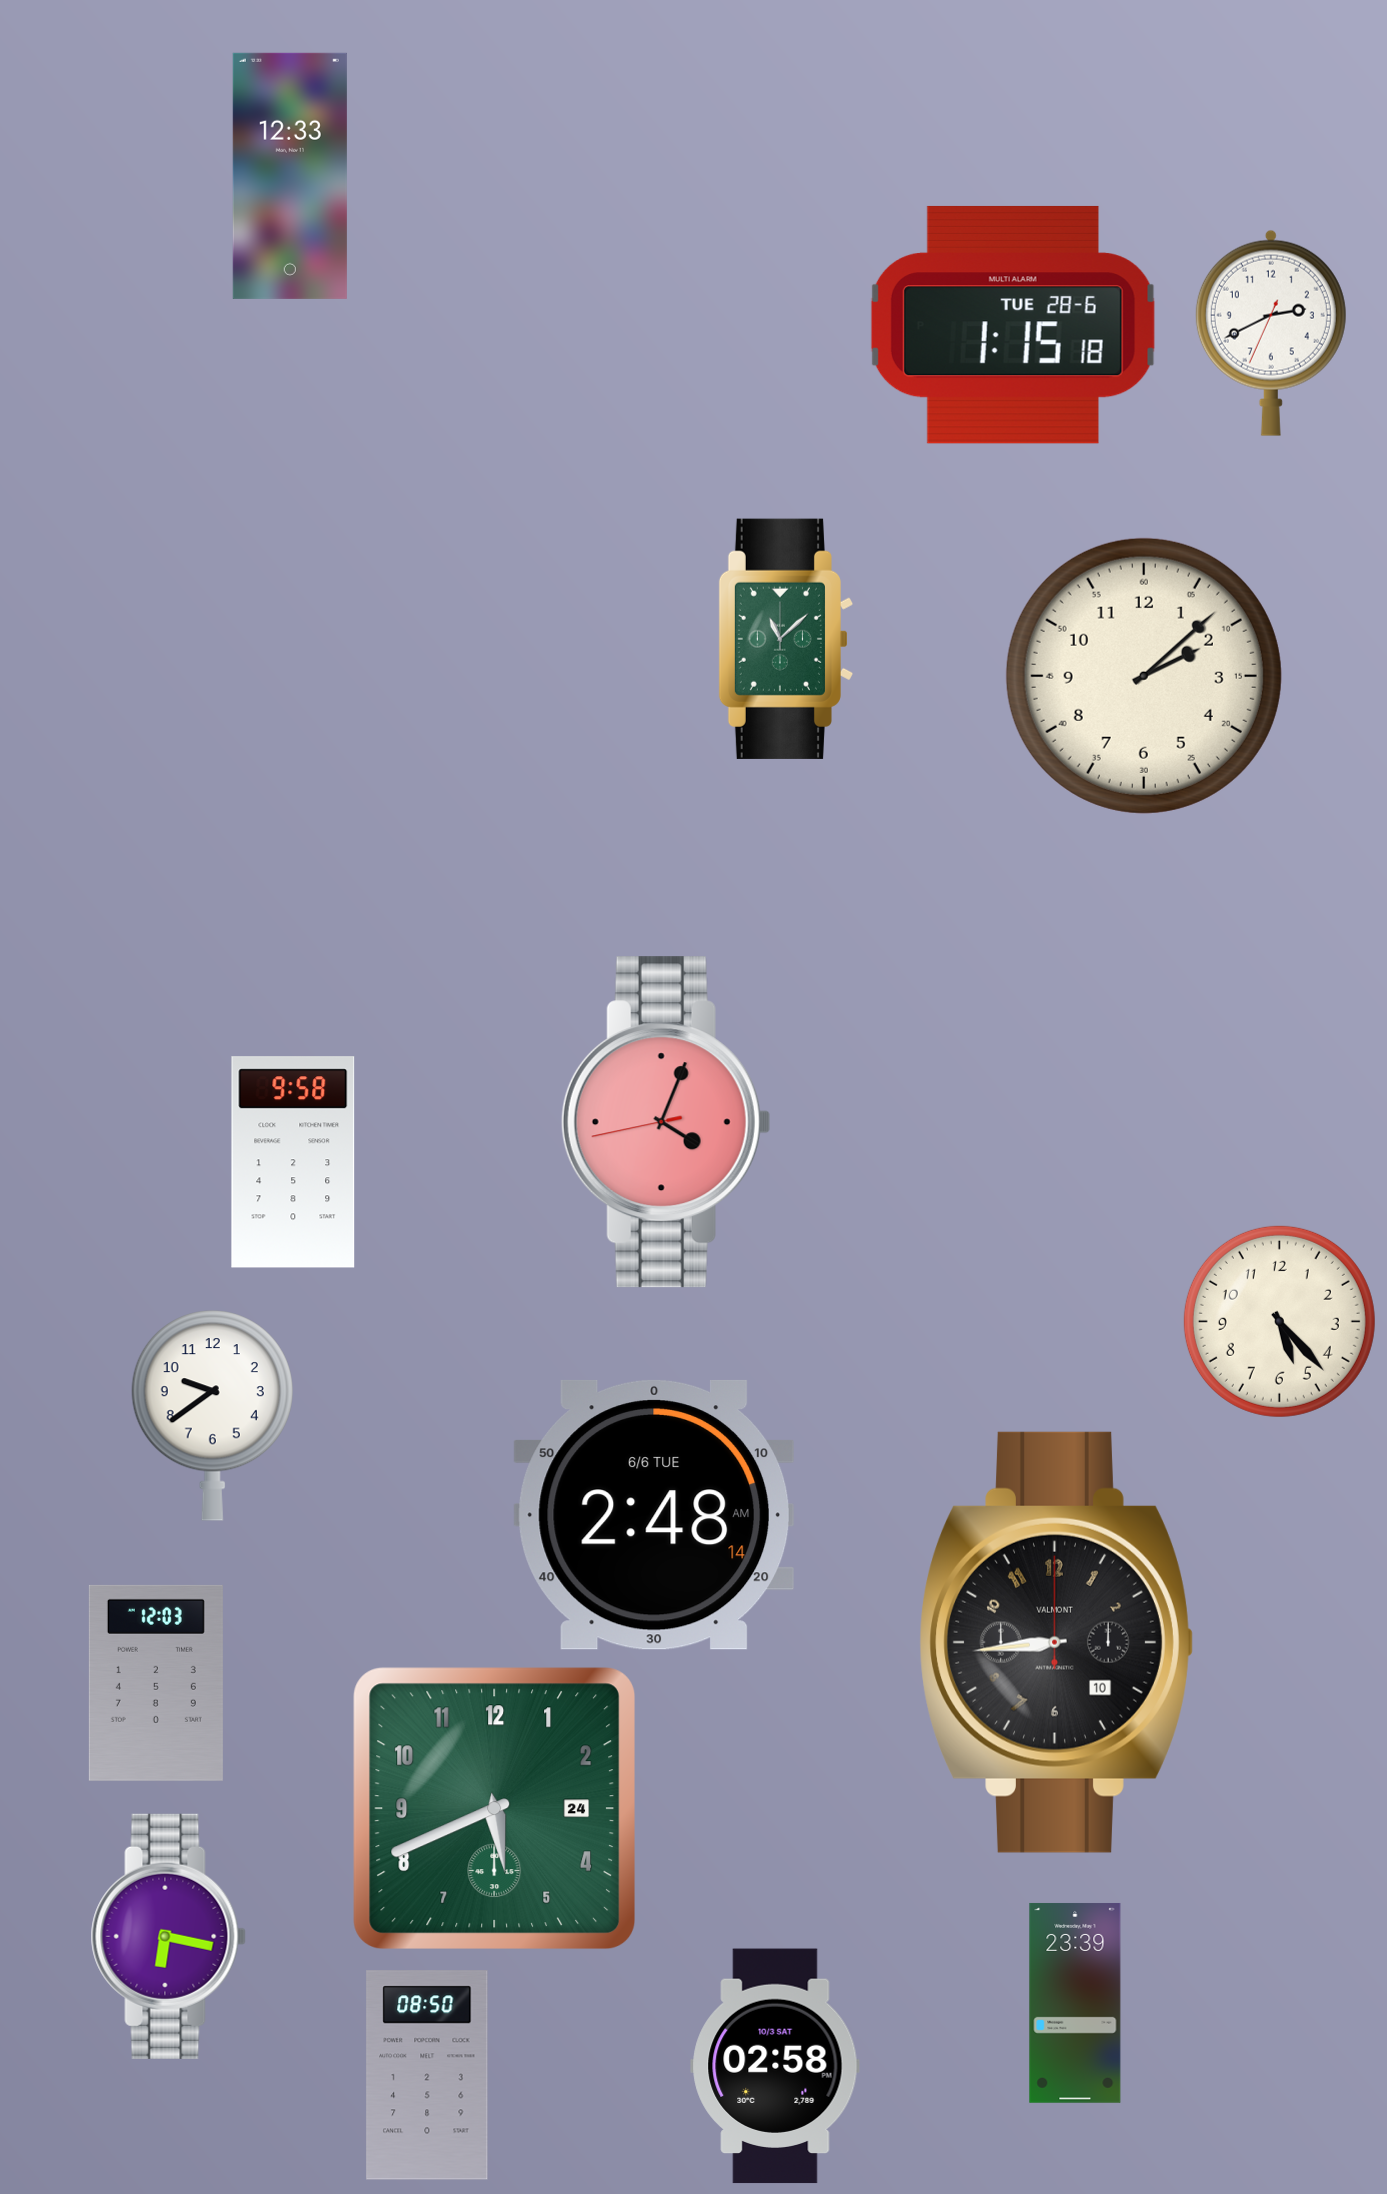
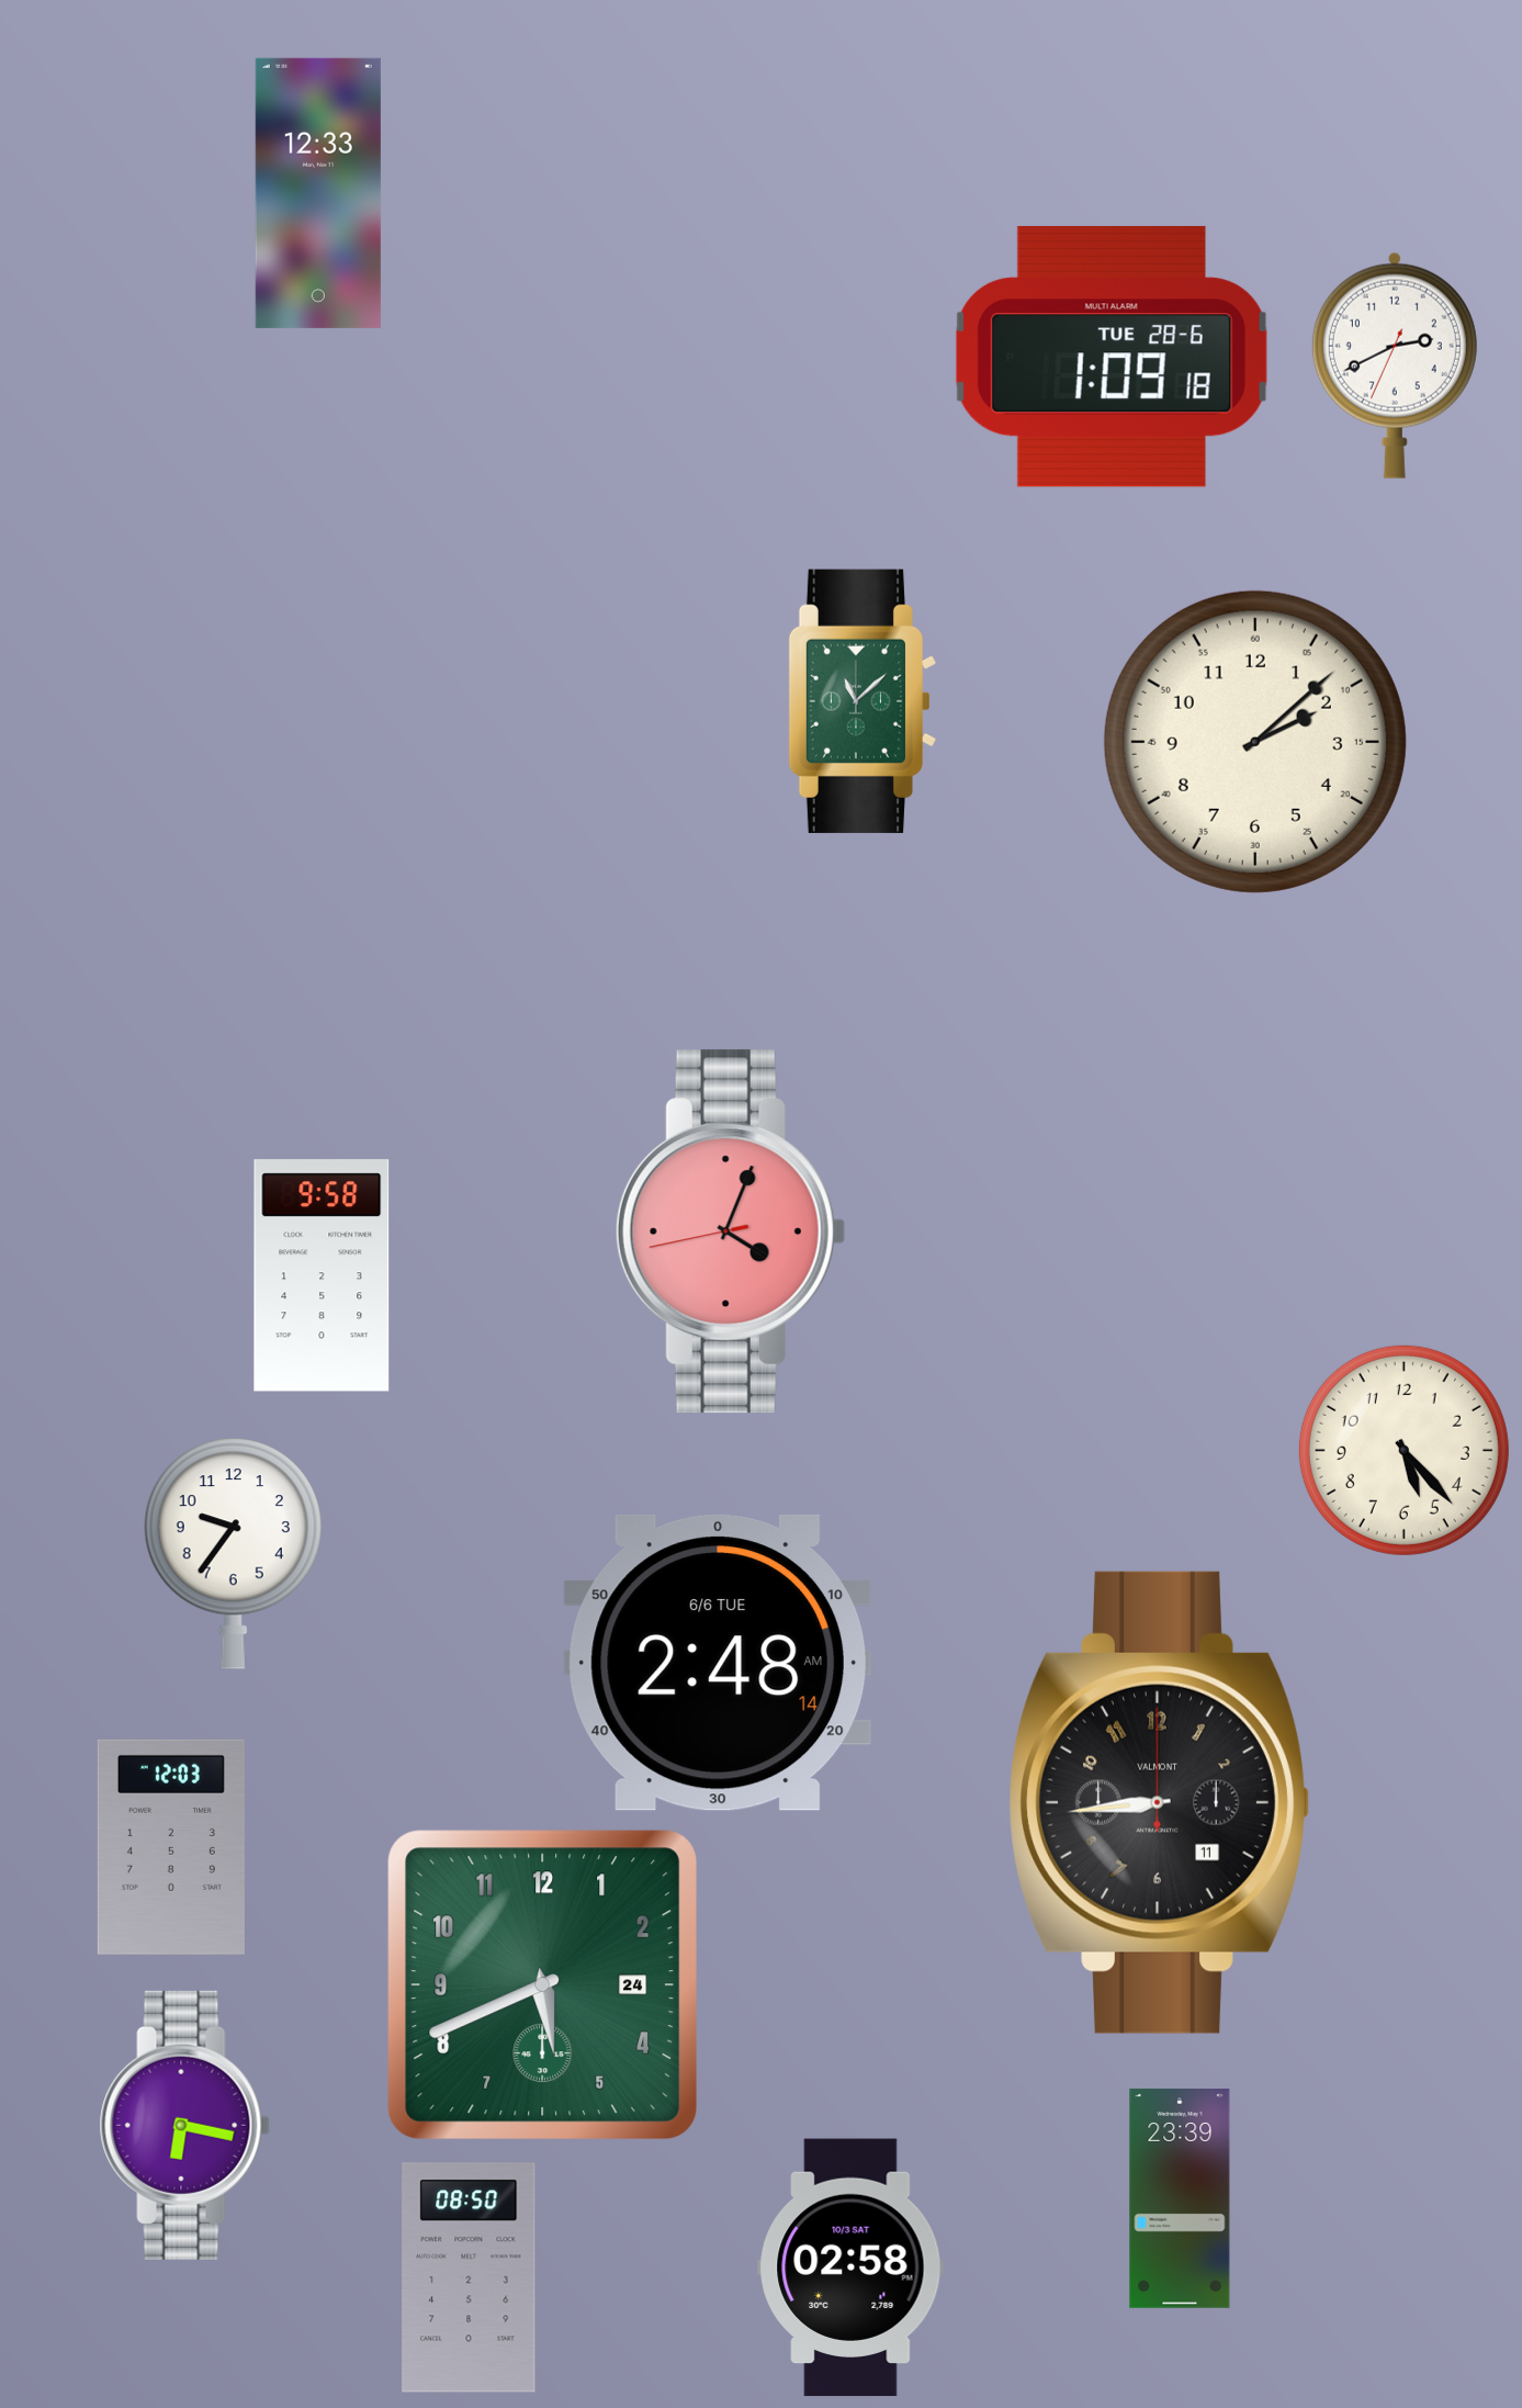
clock at (1013, 325): 1:15 -> 1:09
clock at (212, 1416): 9:39 -> 9:36
clock at (1056, 1642) date: 10 -> 11
